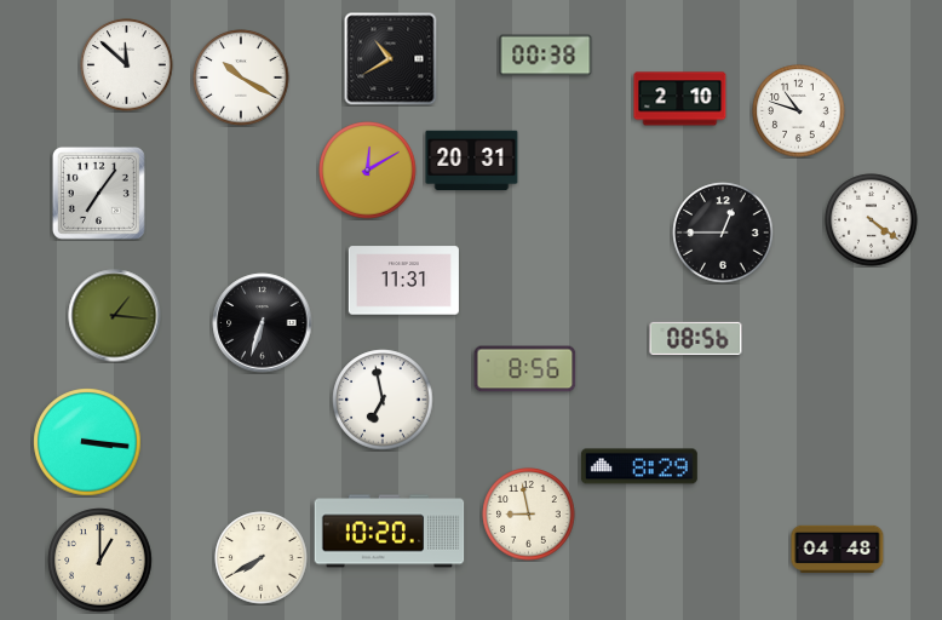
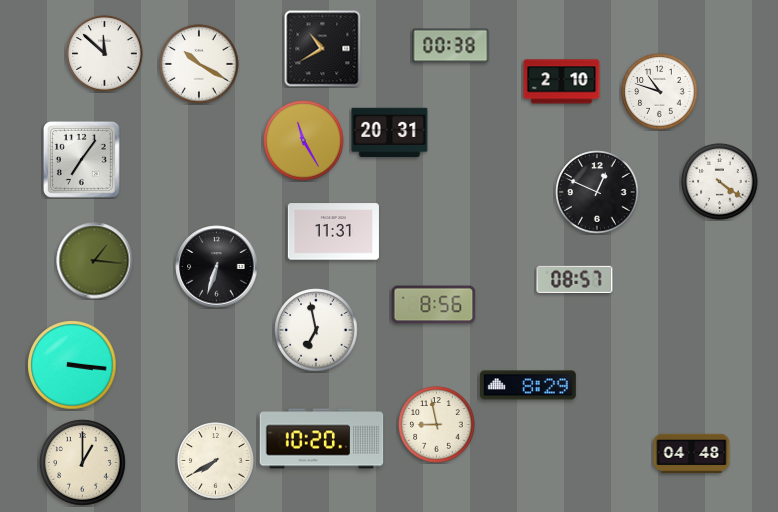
clock at (368, 171): 12:10 -> 11:25
clock at (723, 232): 12:45 -> 12:49
clock at (696, 338): 08:56 -> 08:57
